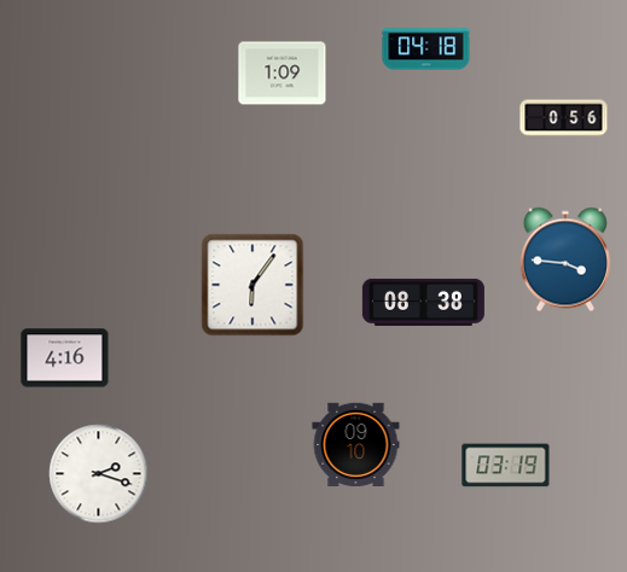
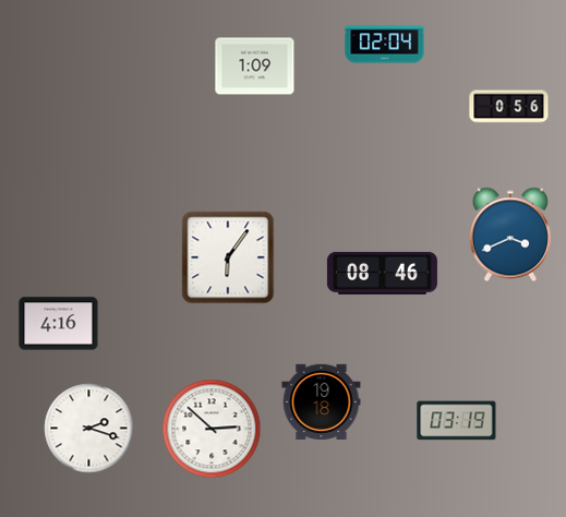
clock at (426, 49): 04:18 -> 02:04
clock at (565, 259): 3:46 -> 3:41
clock at (423, 302): 08:38 -> 08:46
clock at (356, 444): 09:10 -> 19:18
clock at (212, 429): none -> 2:52
